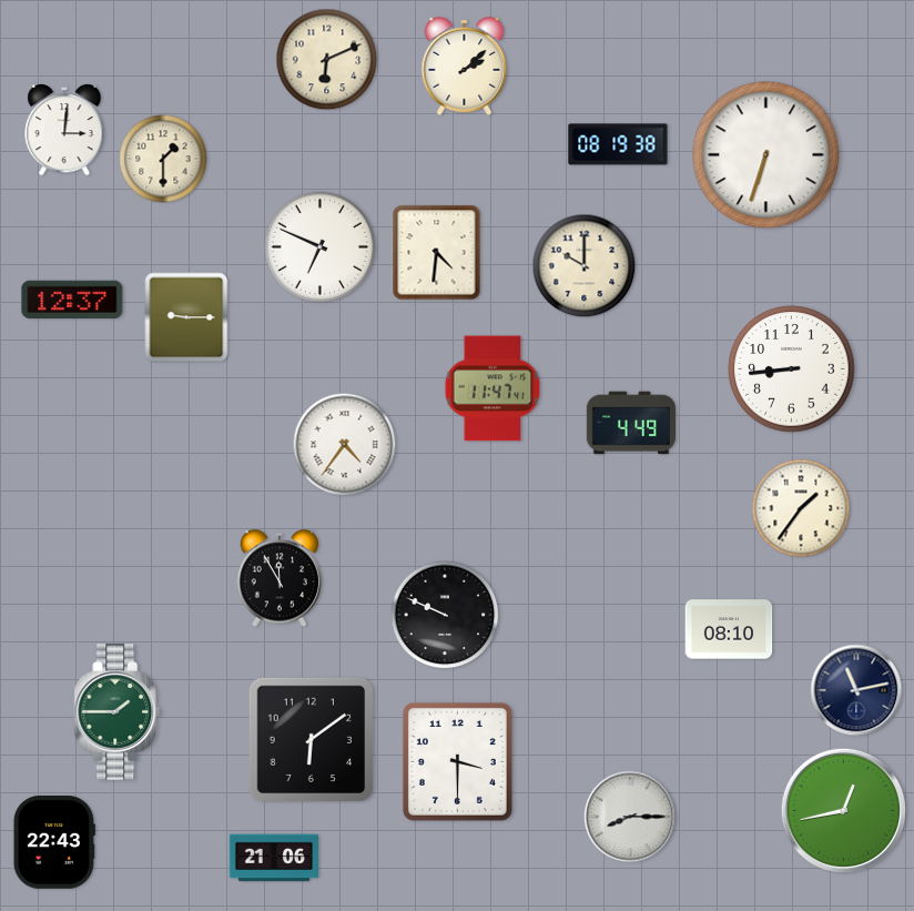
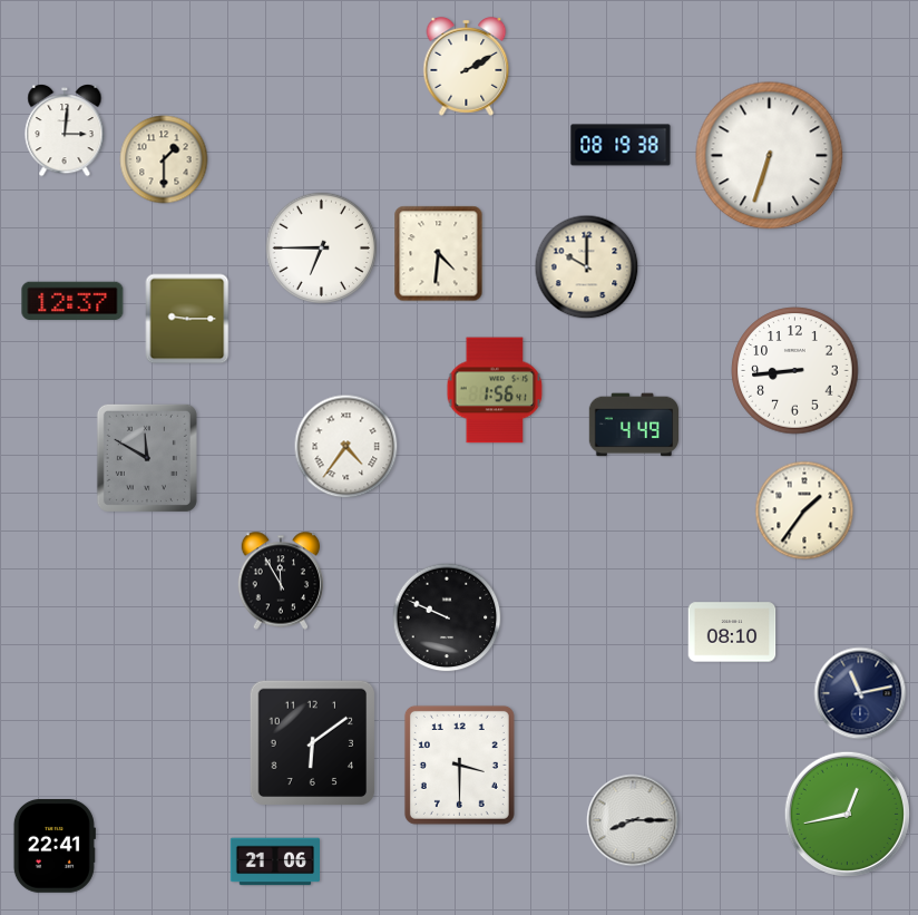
clock at (327, 60): 6:11 -> none
clock at (465, 67): 2:08 -> 2:10
clock at (321, 247): 6:49 -> 6:45
clock at (492, 388): 11:47 -> 1:56
clock at (147, 458): none -> 11:50
clock at (118, 712): 1:45 -> none
clock at (54, 843): 22:43 -> 22:41
